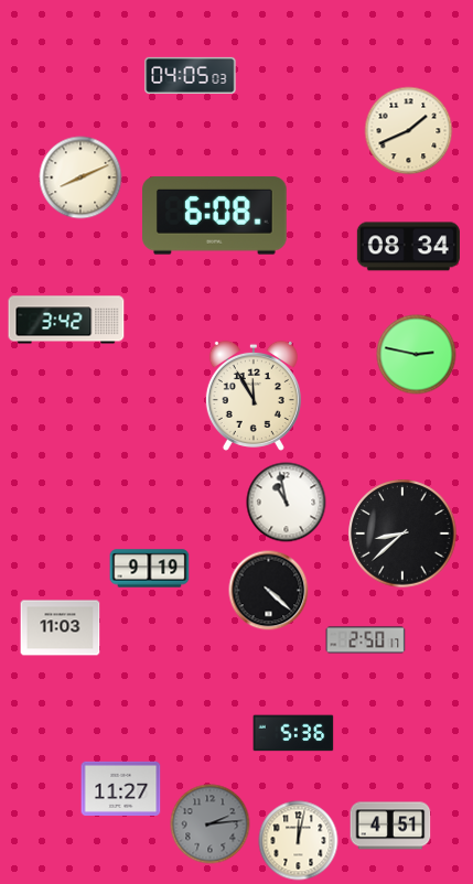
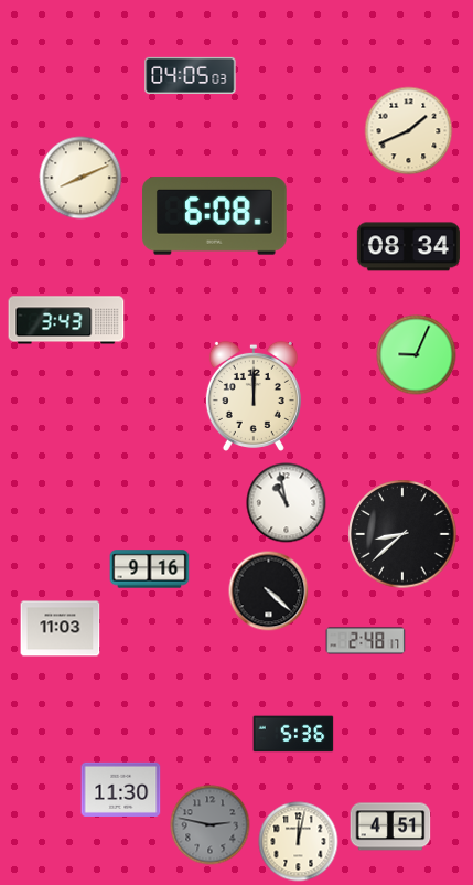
clock at (66, 320): 3:42 -> 3:43
clock at (417, 355): 2:47 -> 9:04
clock at (254, 396): 11:55 -> 12:00
clock at (150, 569): 9:19 -> 9:16
clock at (366, 640): 2:50 -> 2:48
clock at (121, 788): 11:27 -> 11:30
clock at (211, 824): 2:14 -> 2:47
